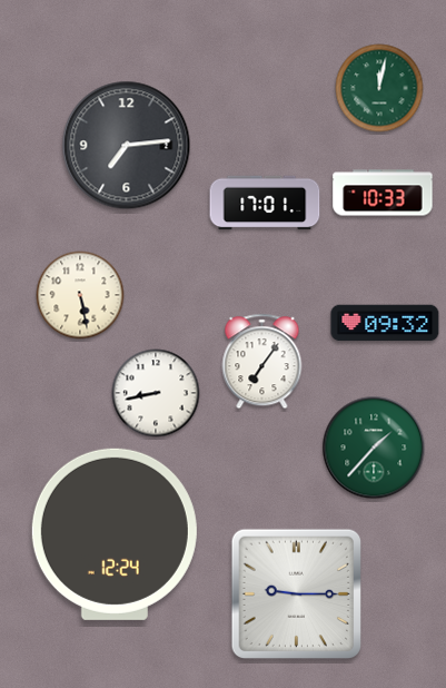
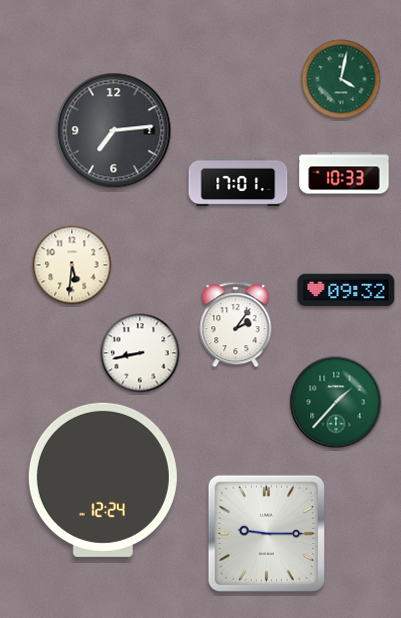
clock at (379, 88): 12:02 -> 4:02
clock at (80, 295): 5:28 -> 5:31
clock at (262, 362): 7:06 -> 2:06
